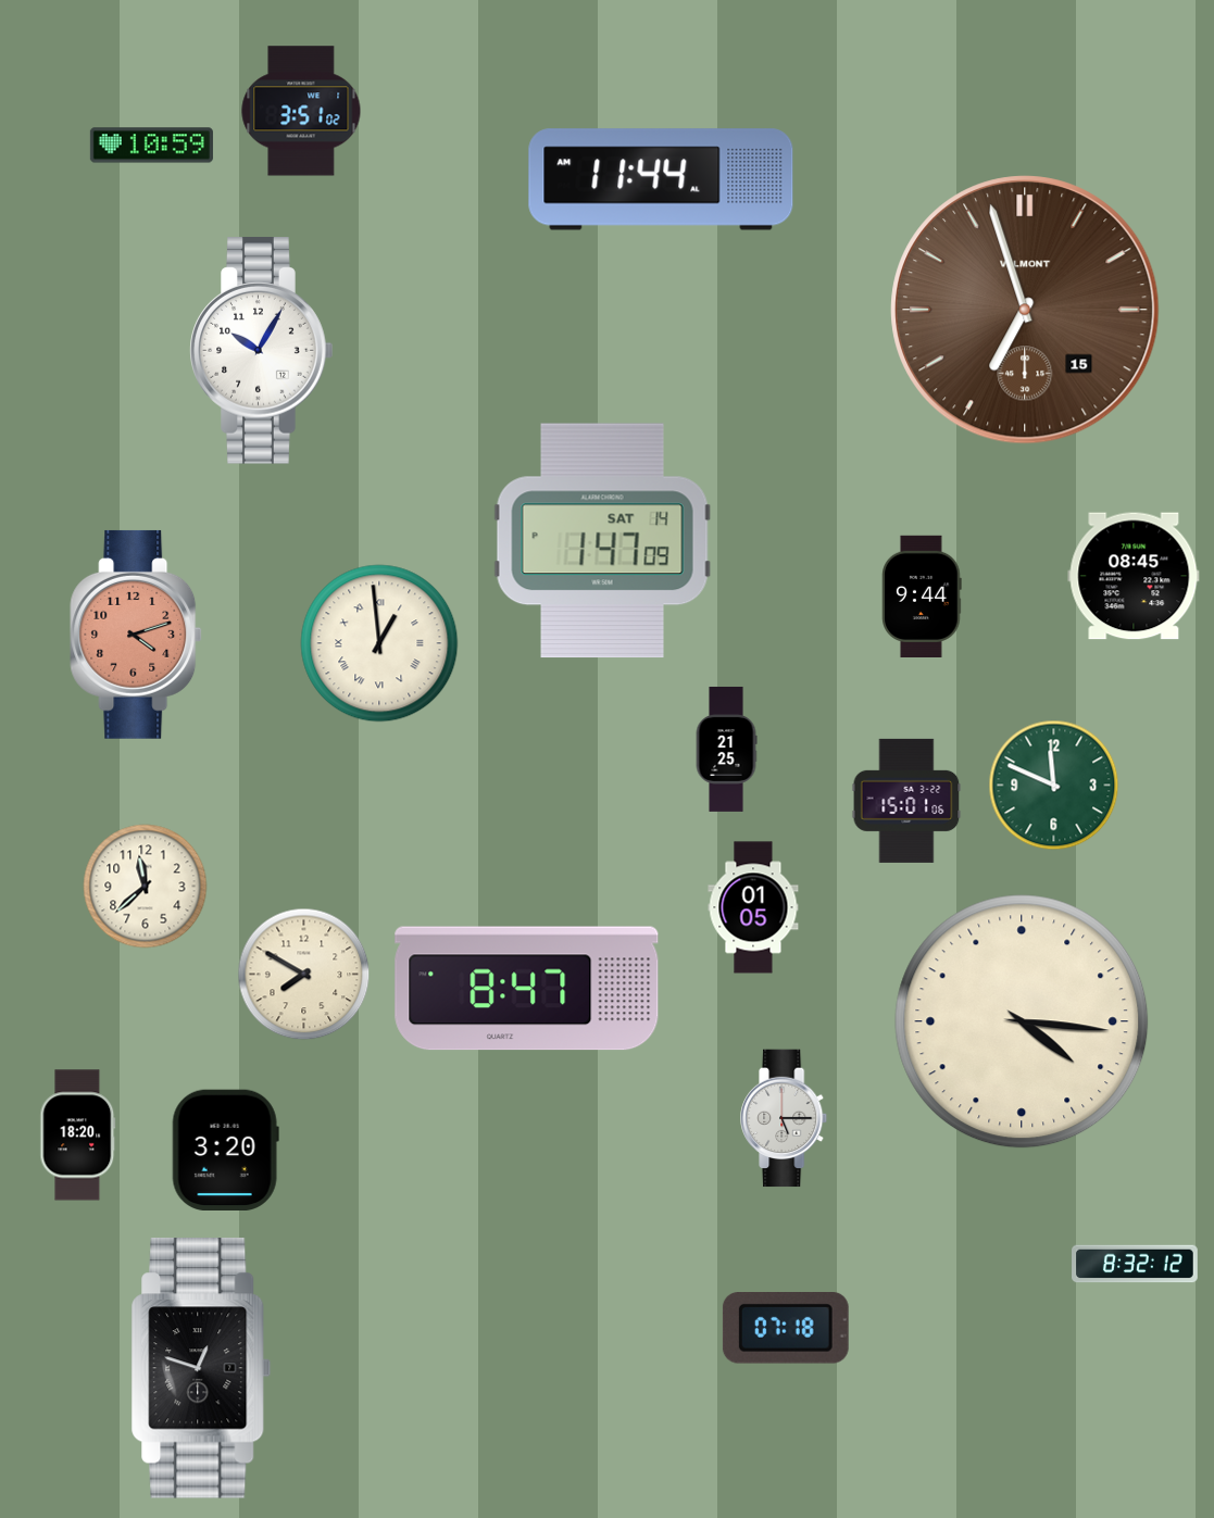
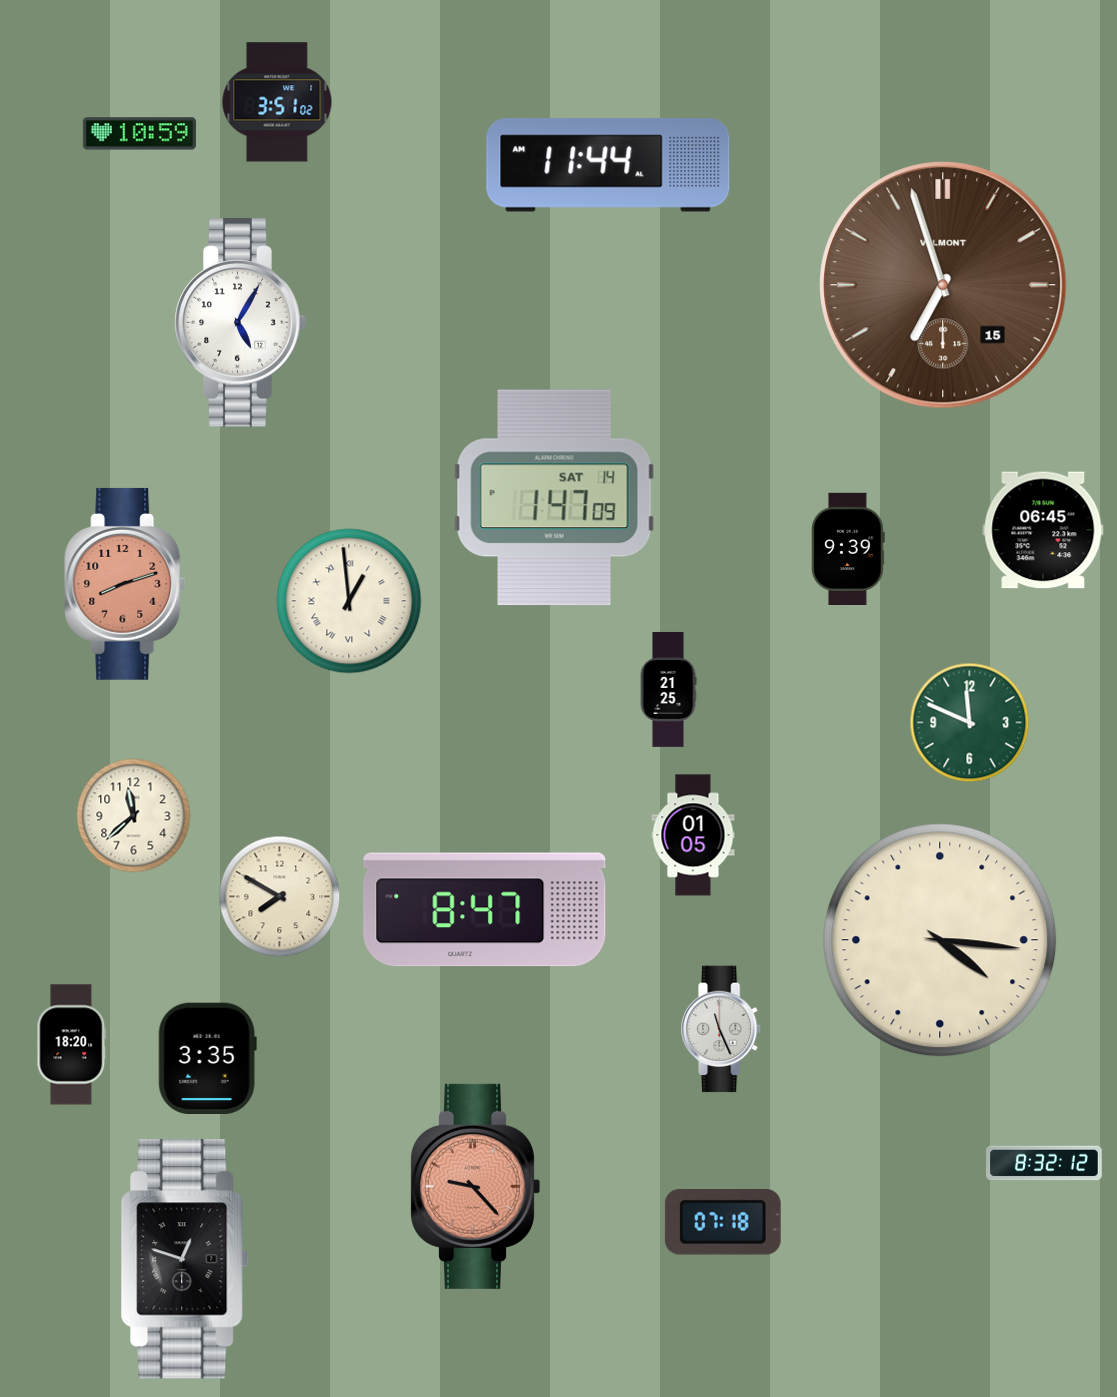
clock at (262, 351): 10:05 -> 5:05
clock at (1134, 576): 08:45 -> 06:45
clock at (922, 595): 9:44 -> 9:39
clock at (136, 635): 4:12 -> 8:12
clock at (379, 643) position: (379, 643) -> (349, 601)
clock at (906, 801): 15:01 -> none
clock at (785, 1118): 5:15 -> 11:26
clock at (225, 1151): 3:20 -> 3:35
clock at (475, 1186): none -> 9:23
